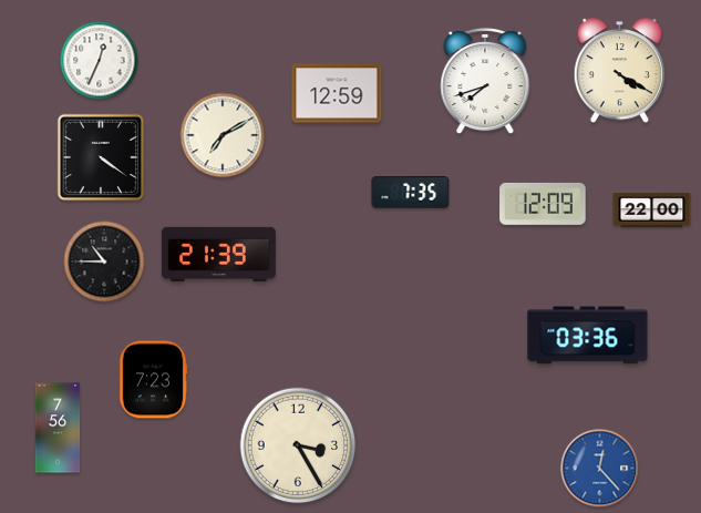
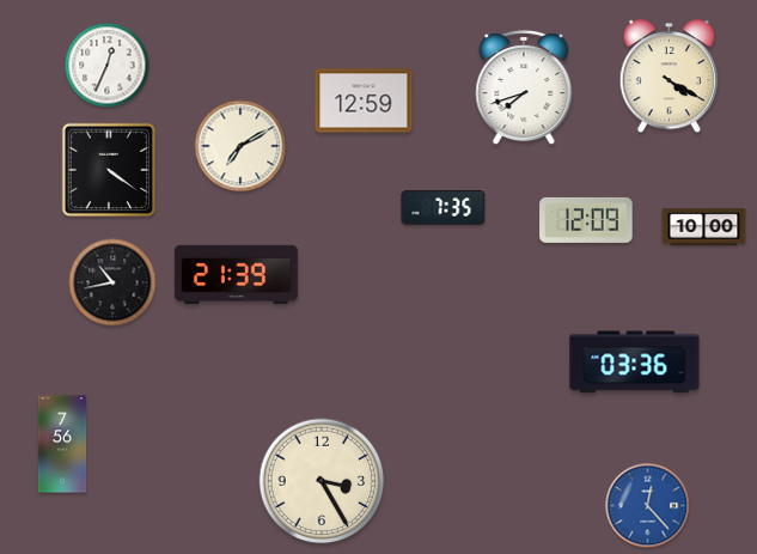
clock at (652, 211): 22:00 -> 10:00
clock at (104, 261): 10:45 -> 10:43
clock at (153, 380): 7:23 -> none
clock at (58, 428) position: (58, 428) -> (62, 444)
